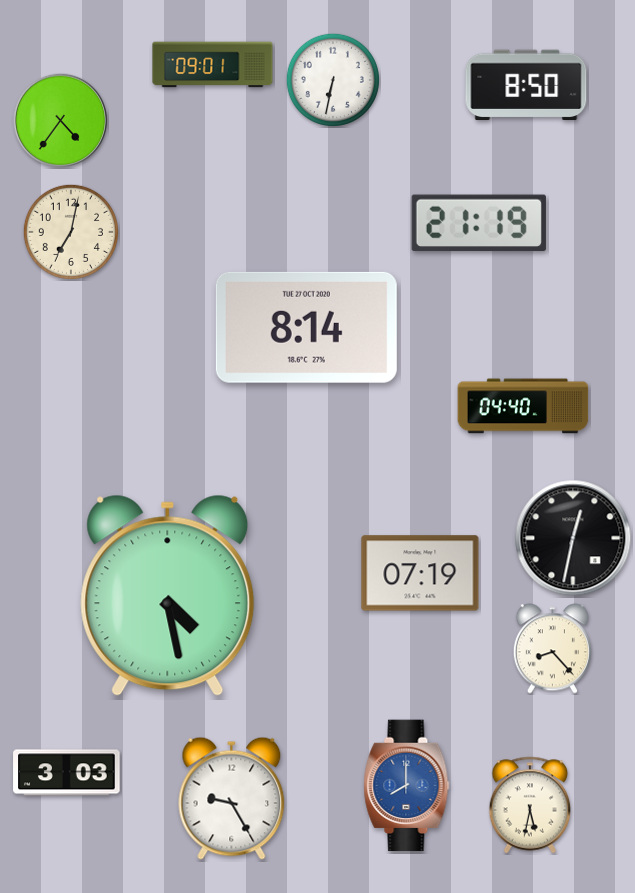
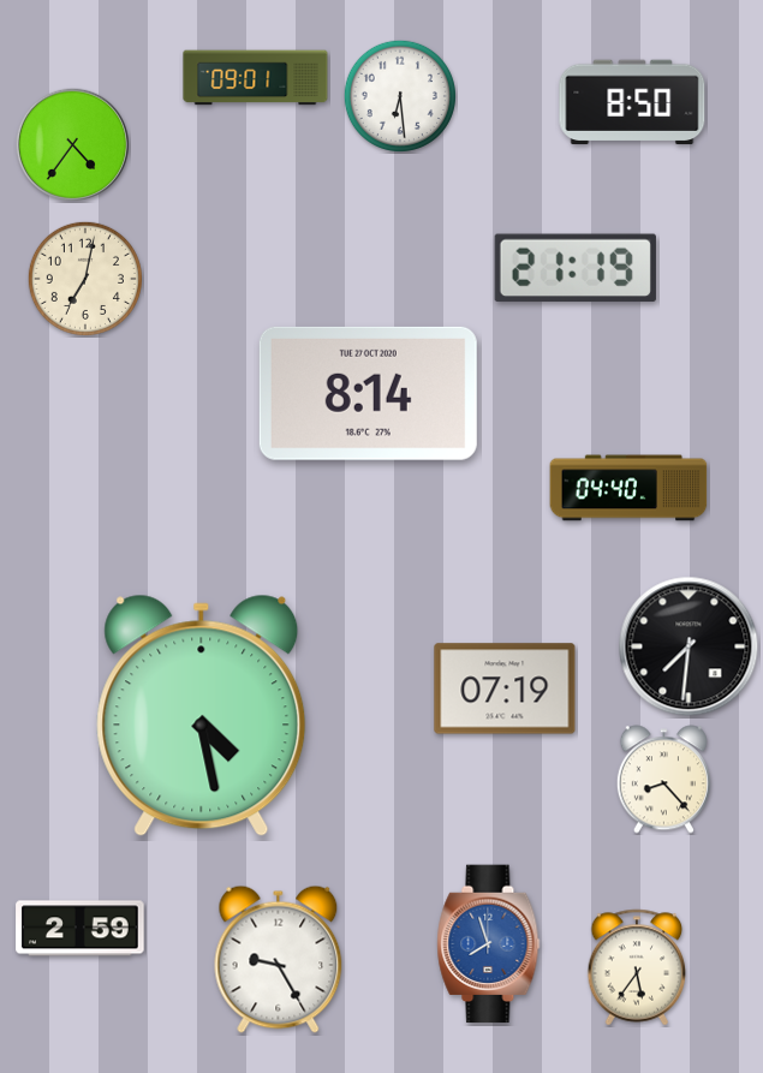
clock at (333, 80): 6:32 -> 6:29
clock at (573, 538): 12:32 -> 7:31
clock at (67, 773): 3:03 -> 2:59
clock at (407, 786): 8:00 -> 7:57
clock at (530, 805): 5:32 -> 5:36
